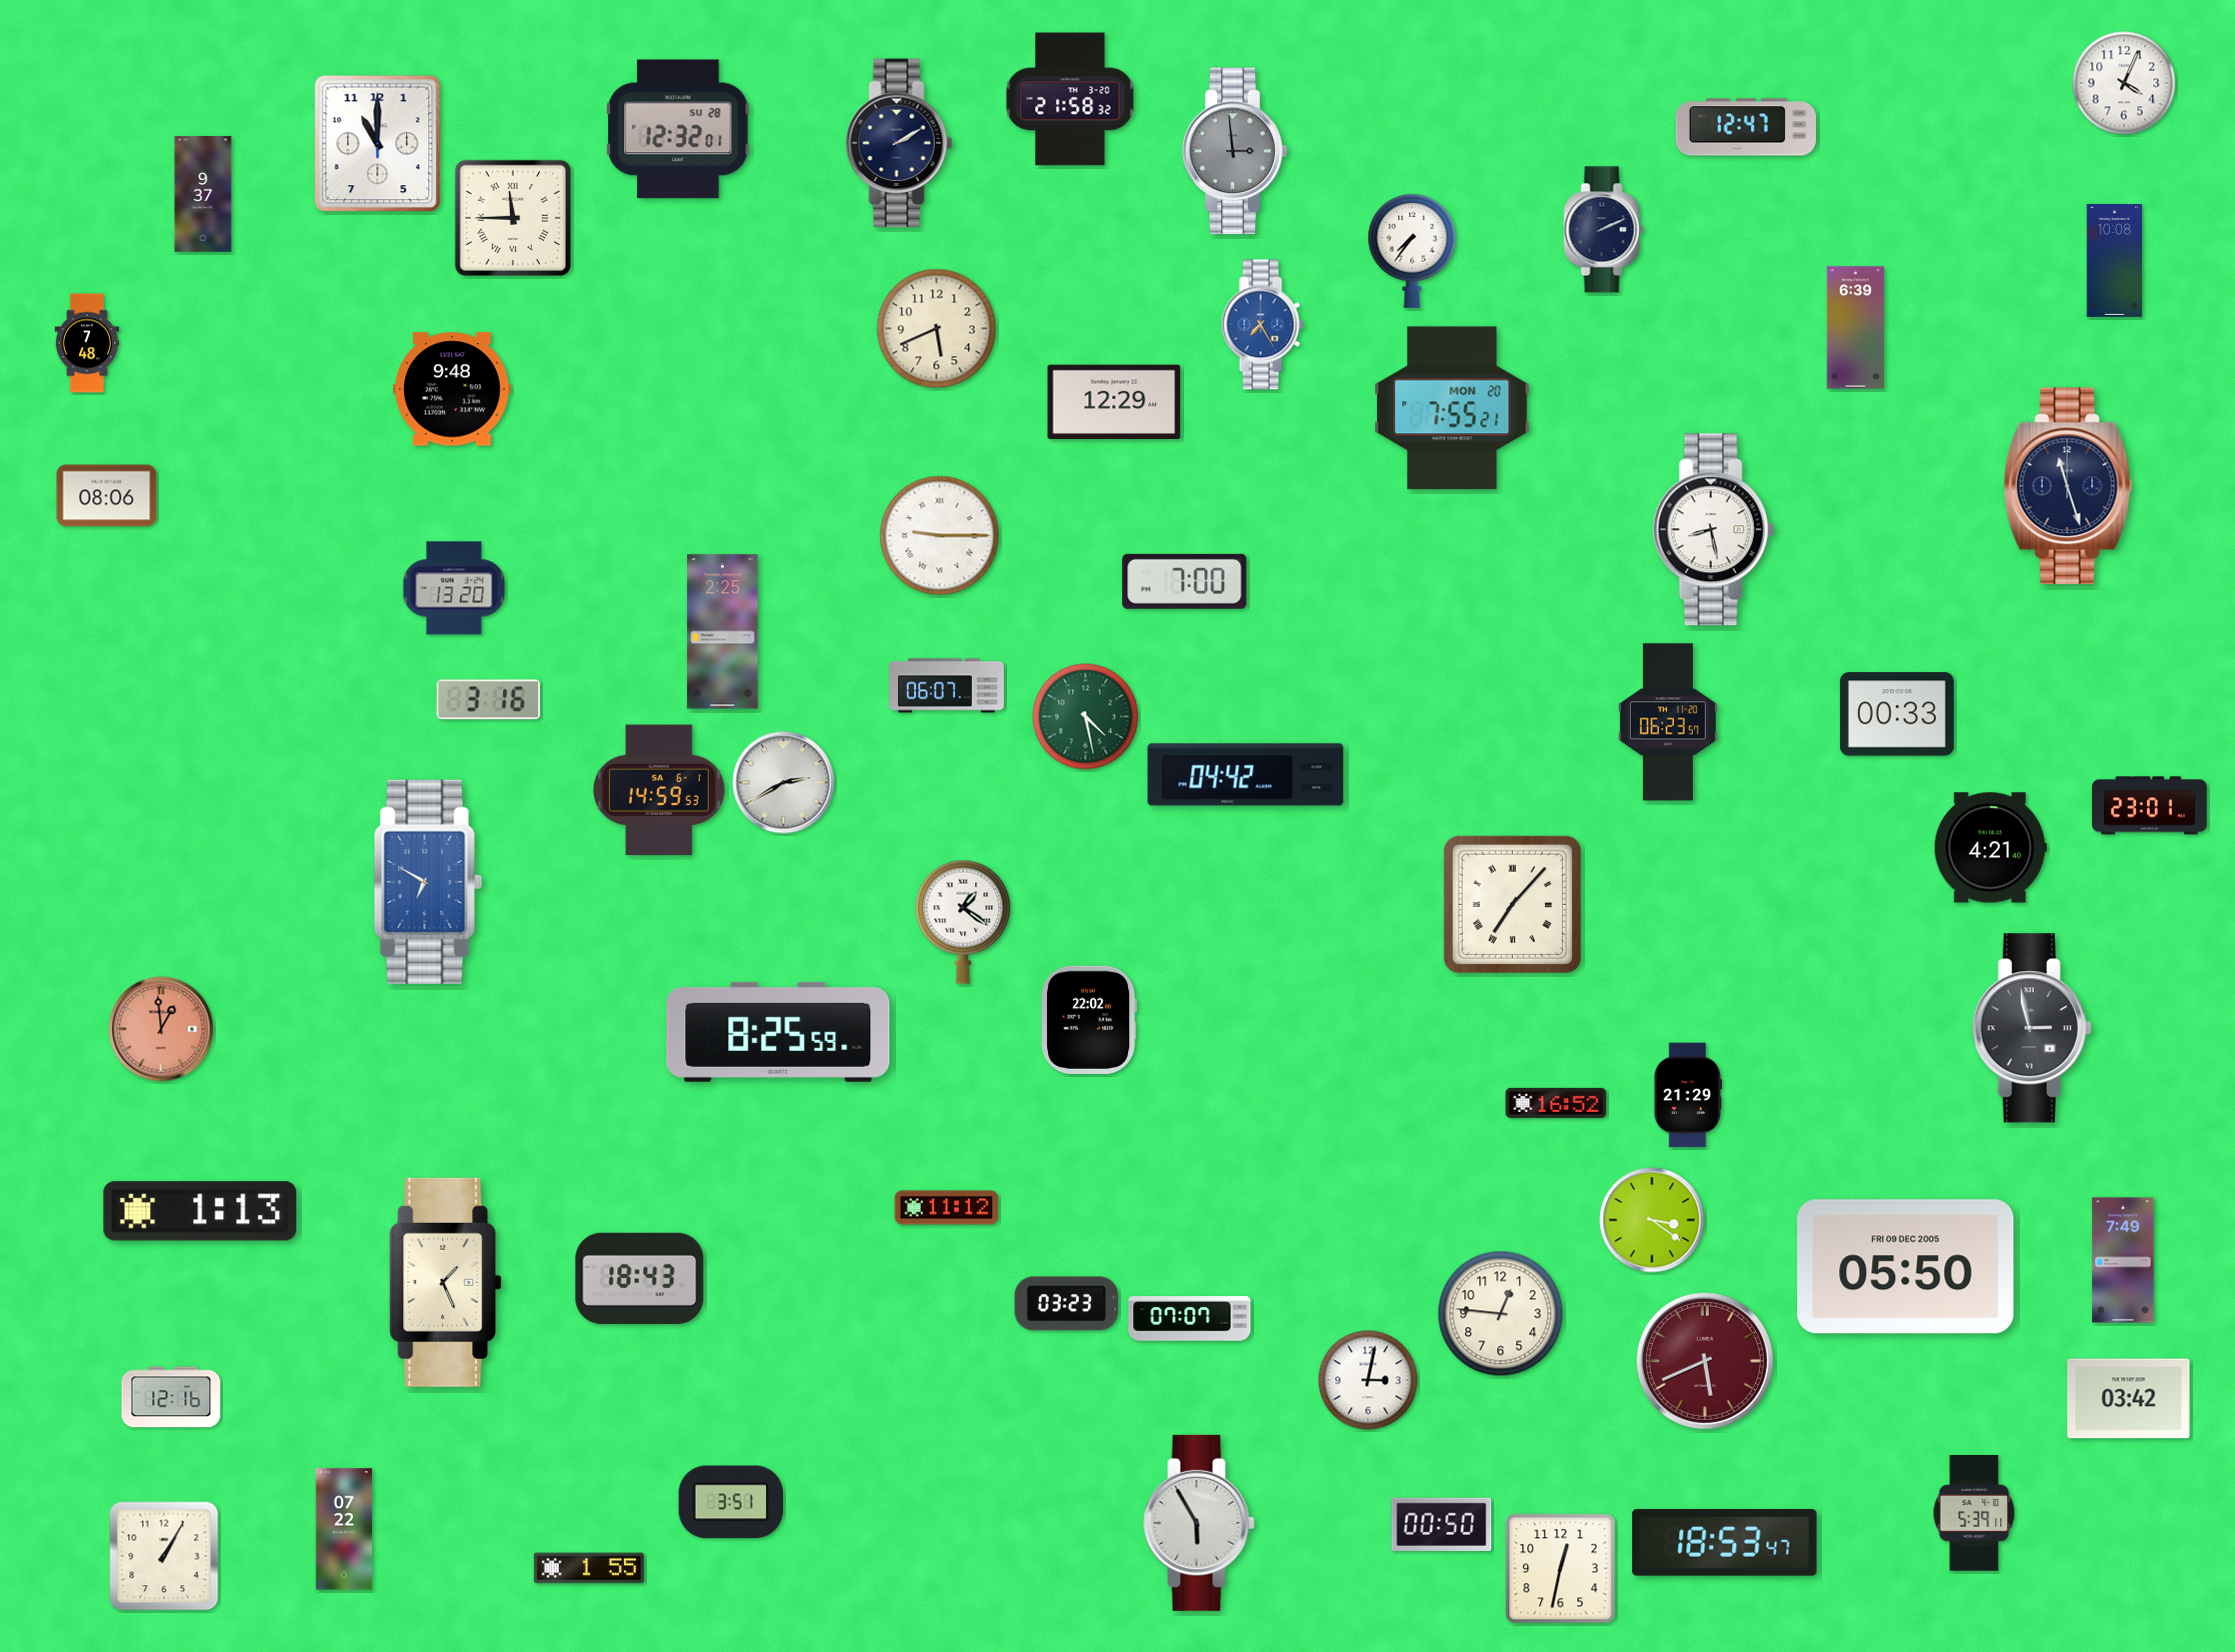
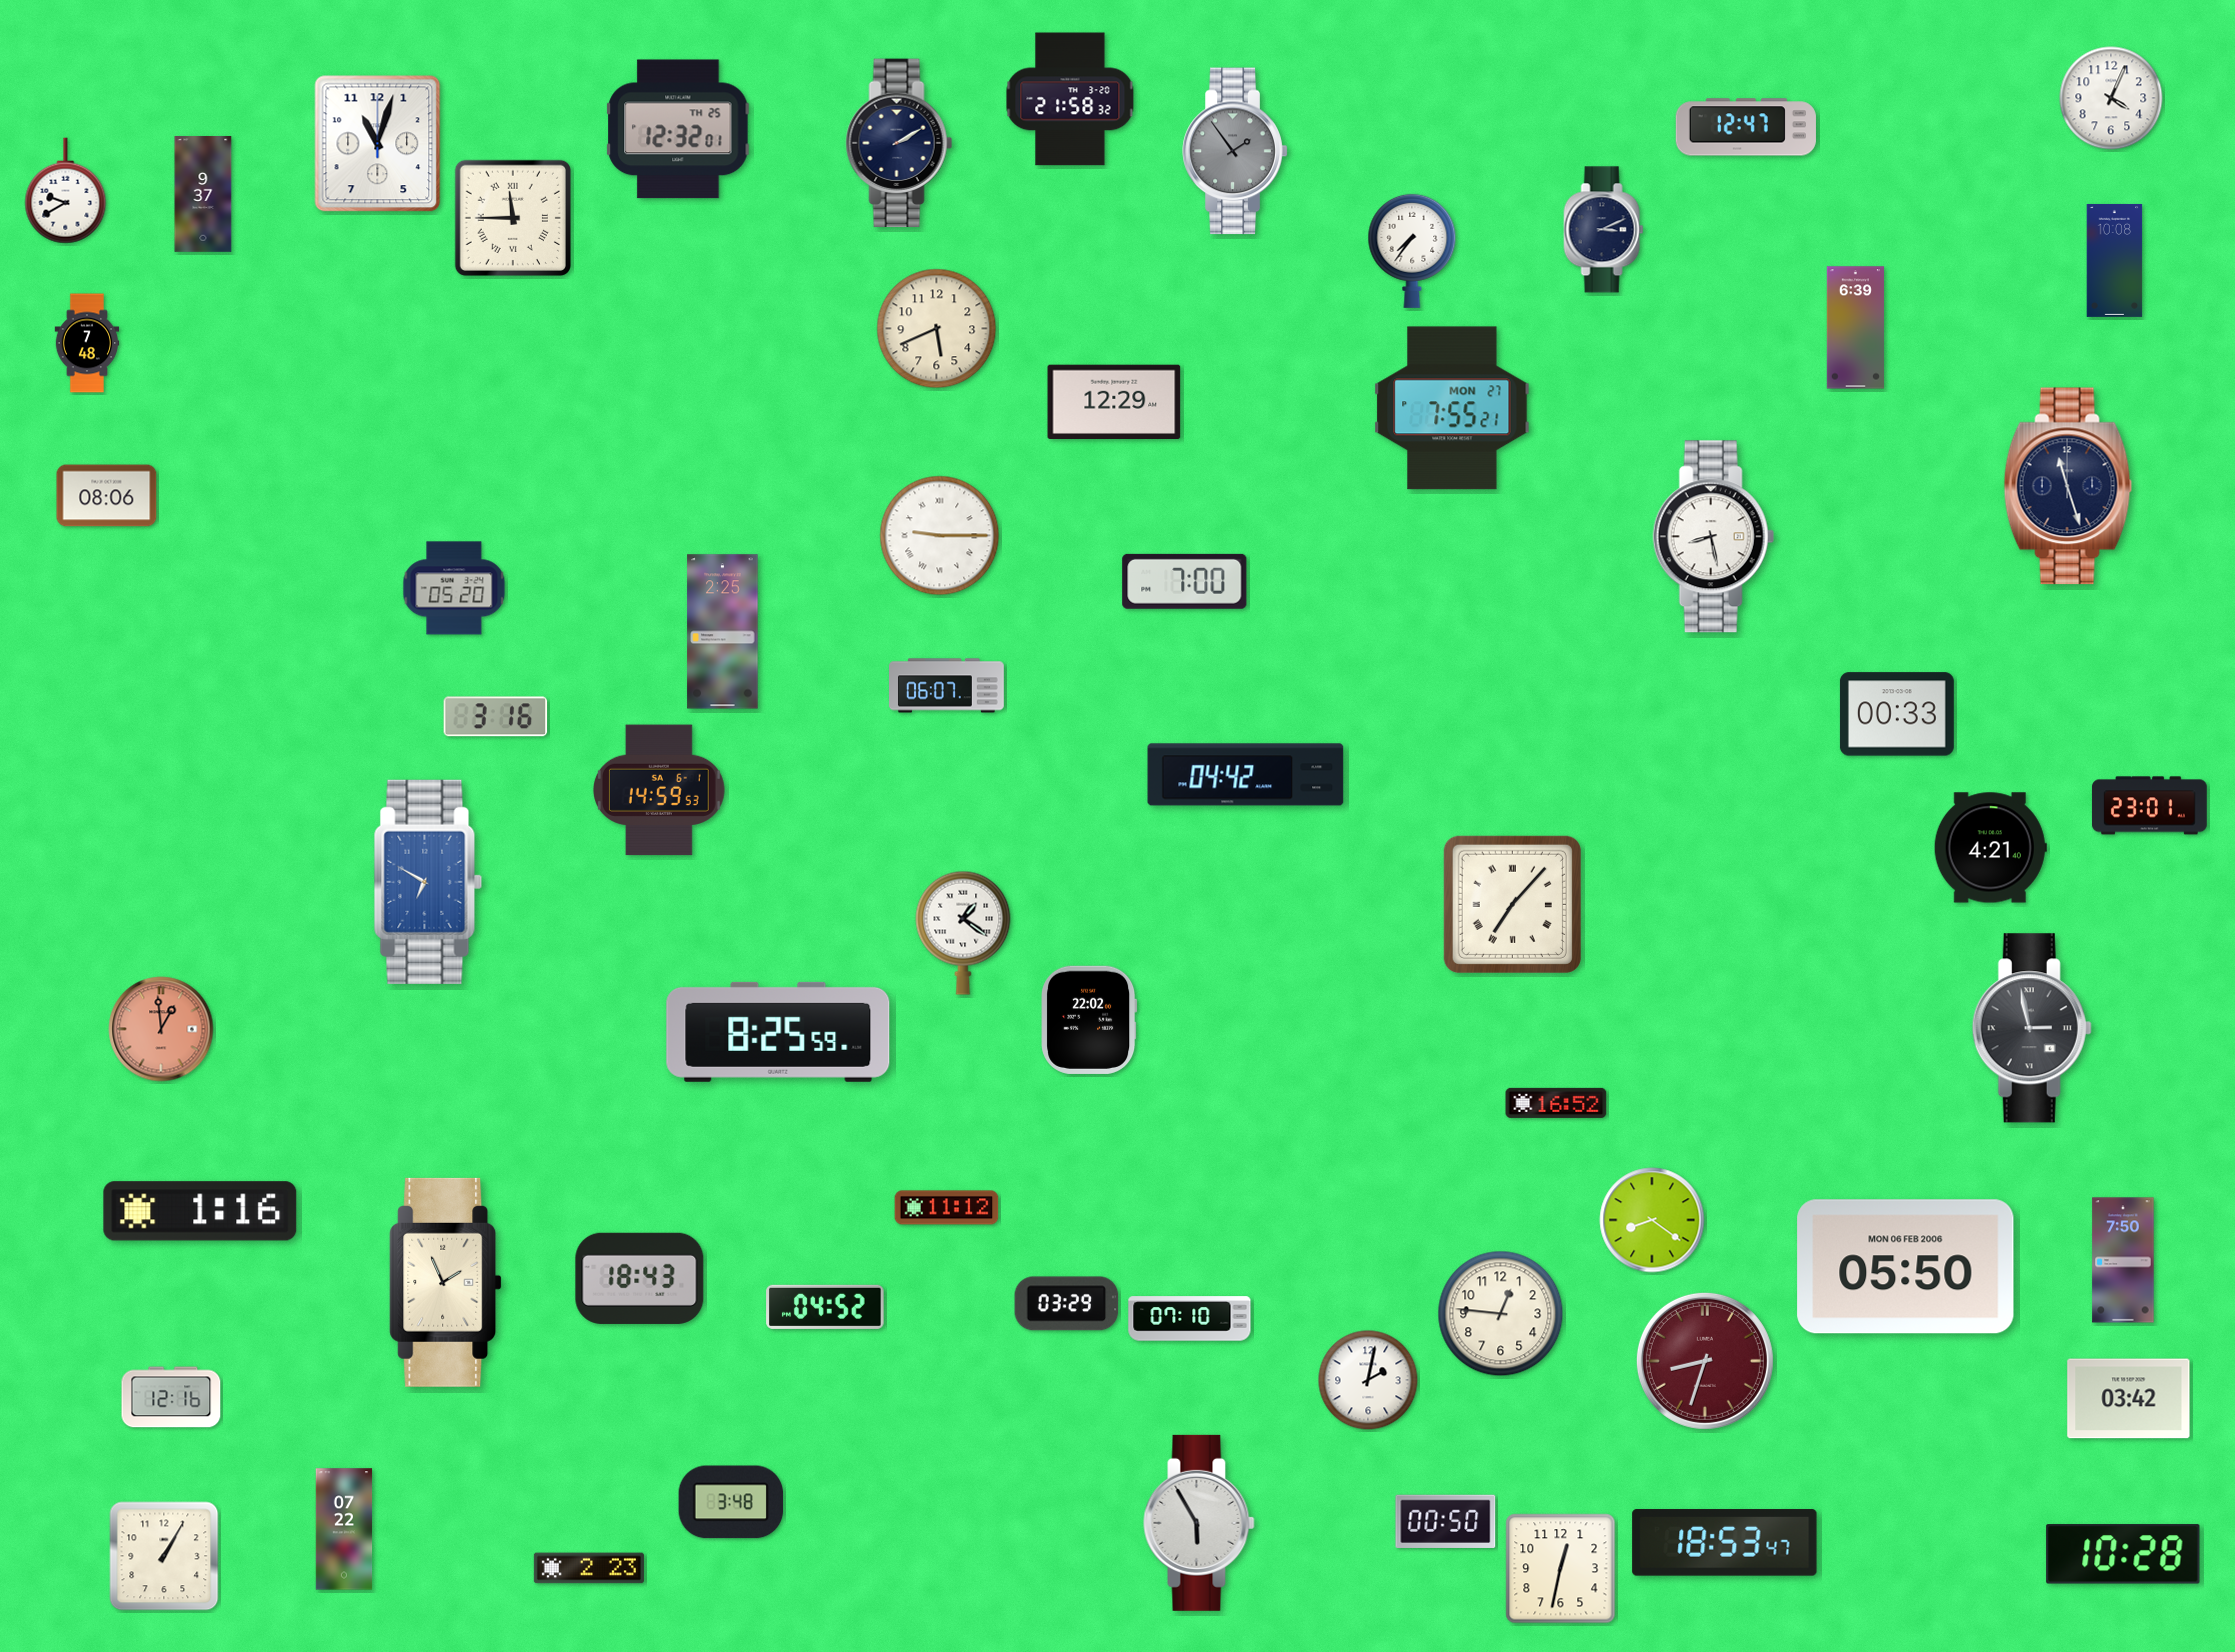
clock at (2124, 83) position: (2124, 83) -> (2111, 98)
clock at (678, 129) date: SU 28 -> TH 25
clock at (378, 144): 11:00 -> 11:03
clock at (1235, 151): 2:59 -> 1:54
clock at (66, 191): none -> 9:40
clock at (1604, 230): 2:11 -> 3:11
clock at (1262, 325): 7:25 -> none
clock at (452, 389): 9:48 -> none
clock at (1452, 408) date: MON 20 -> MON 27
clock at (1713, 530) position: (1713, 530) -> (1713, 537)
clock at (454, 588): 13:20 -> 05:20
clock at (489, 700) position: (489, 700) -> (496, 717)
clock at (1086, 717): 4:28 -> none
clock at (1668, 722): 06:23 -> none
clock at (784, 783): 2:40 -> none
clock at (963, 922) position: (963, 922) -> (963, 933)
clock at (1687, 1095): 21:29 -> none
clock at (200, 1211): 1:13 -> 1:16
clock at (1652, 1220): 3:21 -> 8:21
clock at (2123, 1260): 7:49 -> 7:50
clock at (1906, 1267) date: FRI 09 DEC 2005 -> MON 06 FEB 2006
clock at (446, 1282): 1:26 -> 1:56
clock at (1067, 1304): 03:23 -> 03:29
clock at (825, 1307): none -> 04:52
clock at (1190, 1319): 07:07 -> 07:10
clock at (1705, 1361): 5:41 -> 8:33
clock at (1368, 1380): 3:02 -> 2:02
clock at (731, 1502): 3:51 -> 3:48
clock at (1974, 1514): 5:39 -> none
clock at (1442, 1524) position: (1442, 1524) -> (1446, 1521)
clock at (2123, 1554): none -> 10:28
clock at (589, 1568): 1:55 -> 2:23
